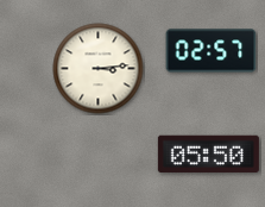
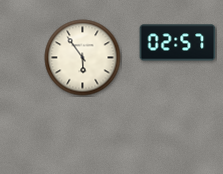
clock at (99, 69): 3:14 -> 5:54
clock at (208, 153): 05:50 -> none
